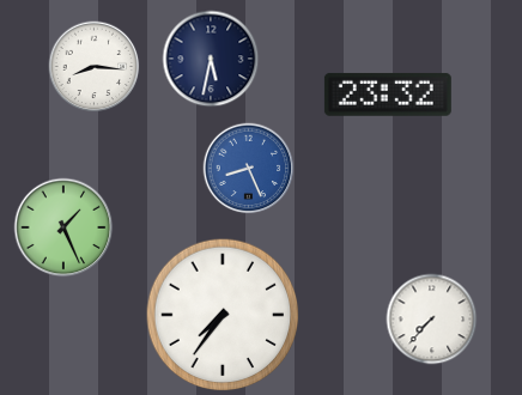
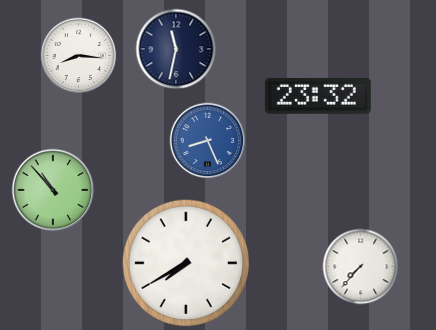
clock at (211, 59): 5:32 -> 11:32
clock at (388, 95) position: (388, 95) -> (318, 96)
clock at (63, 227): 1:26 -> 10:53
clock at (223, 315): 7:36 -> 7:40
